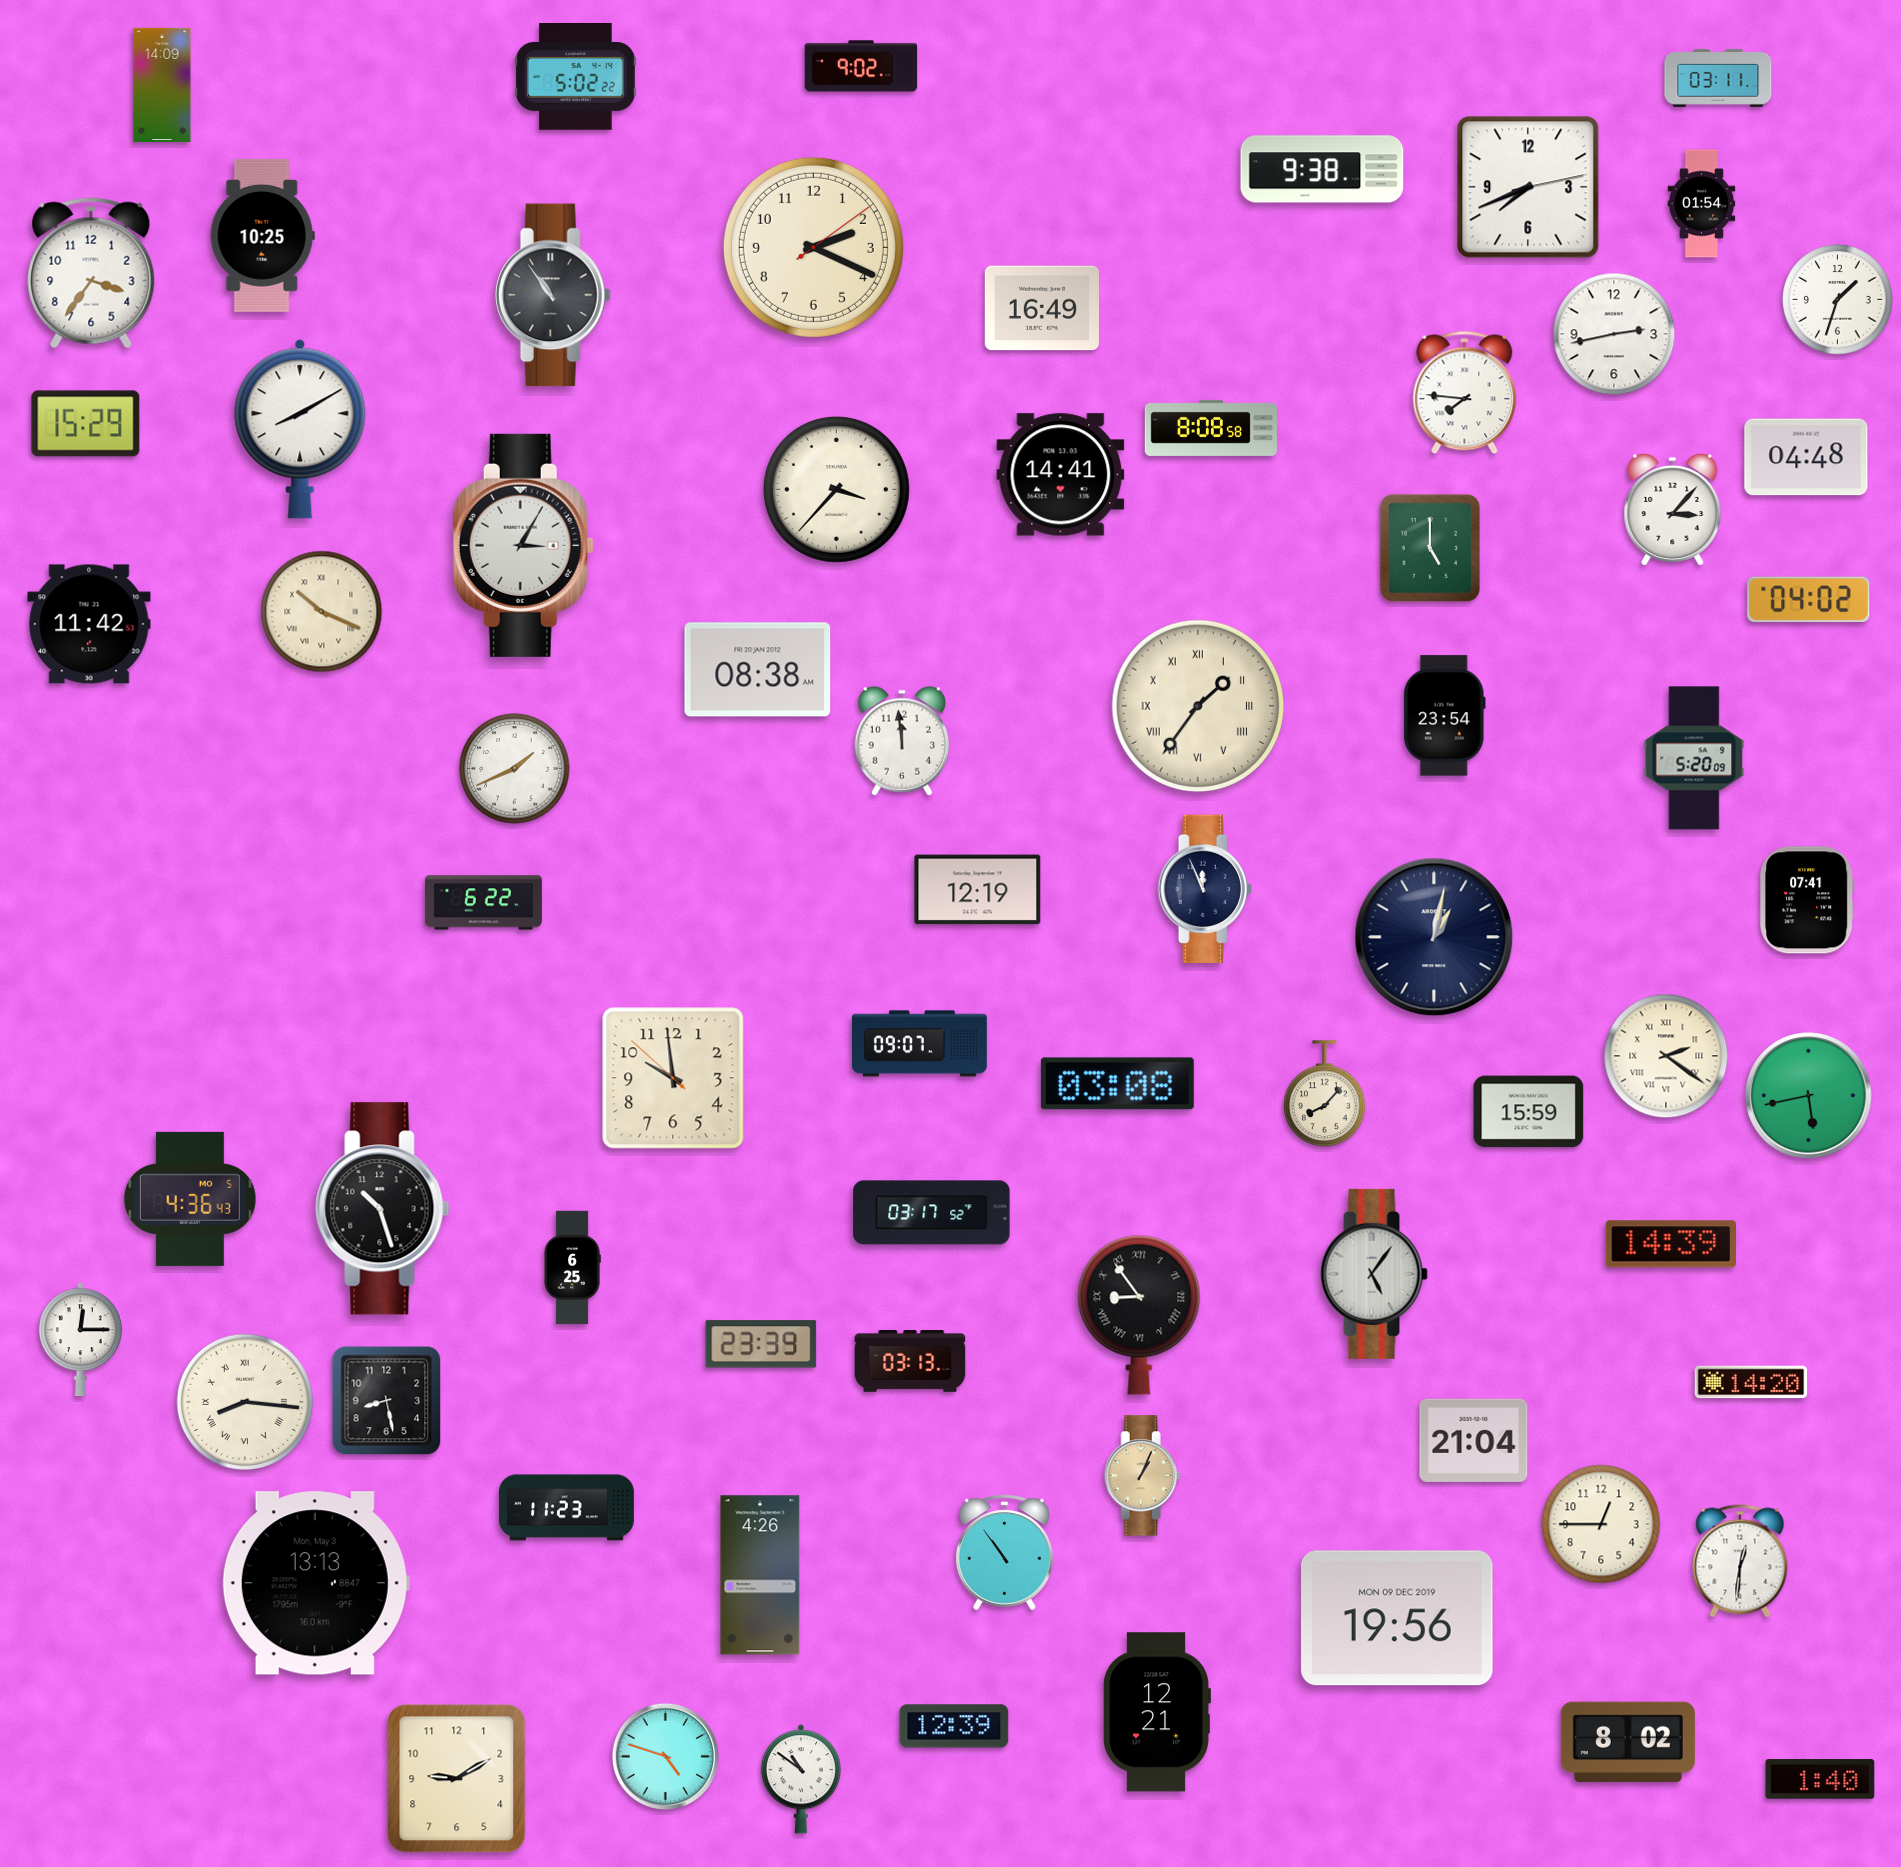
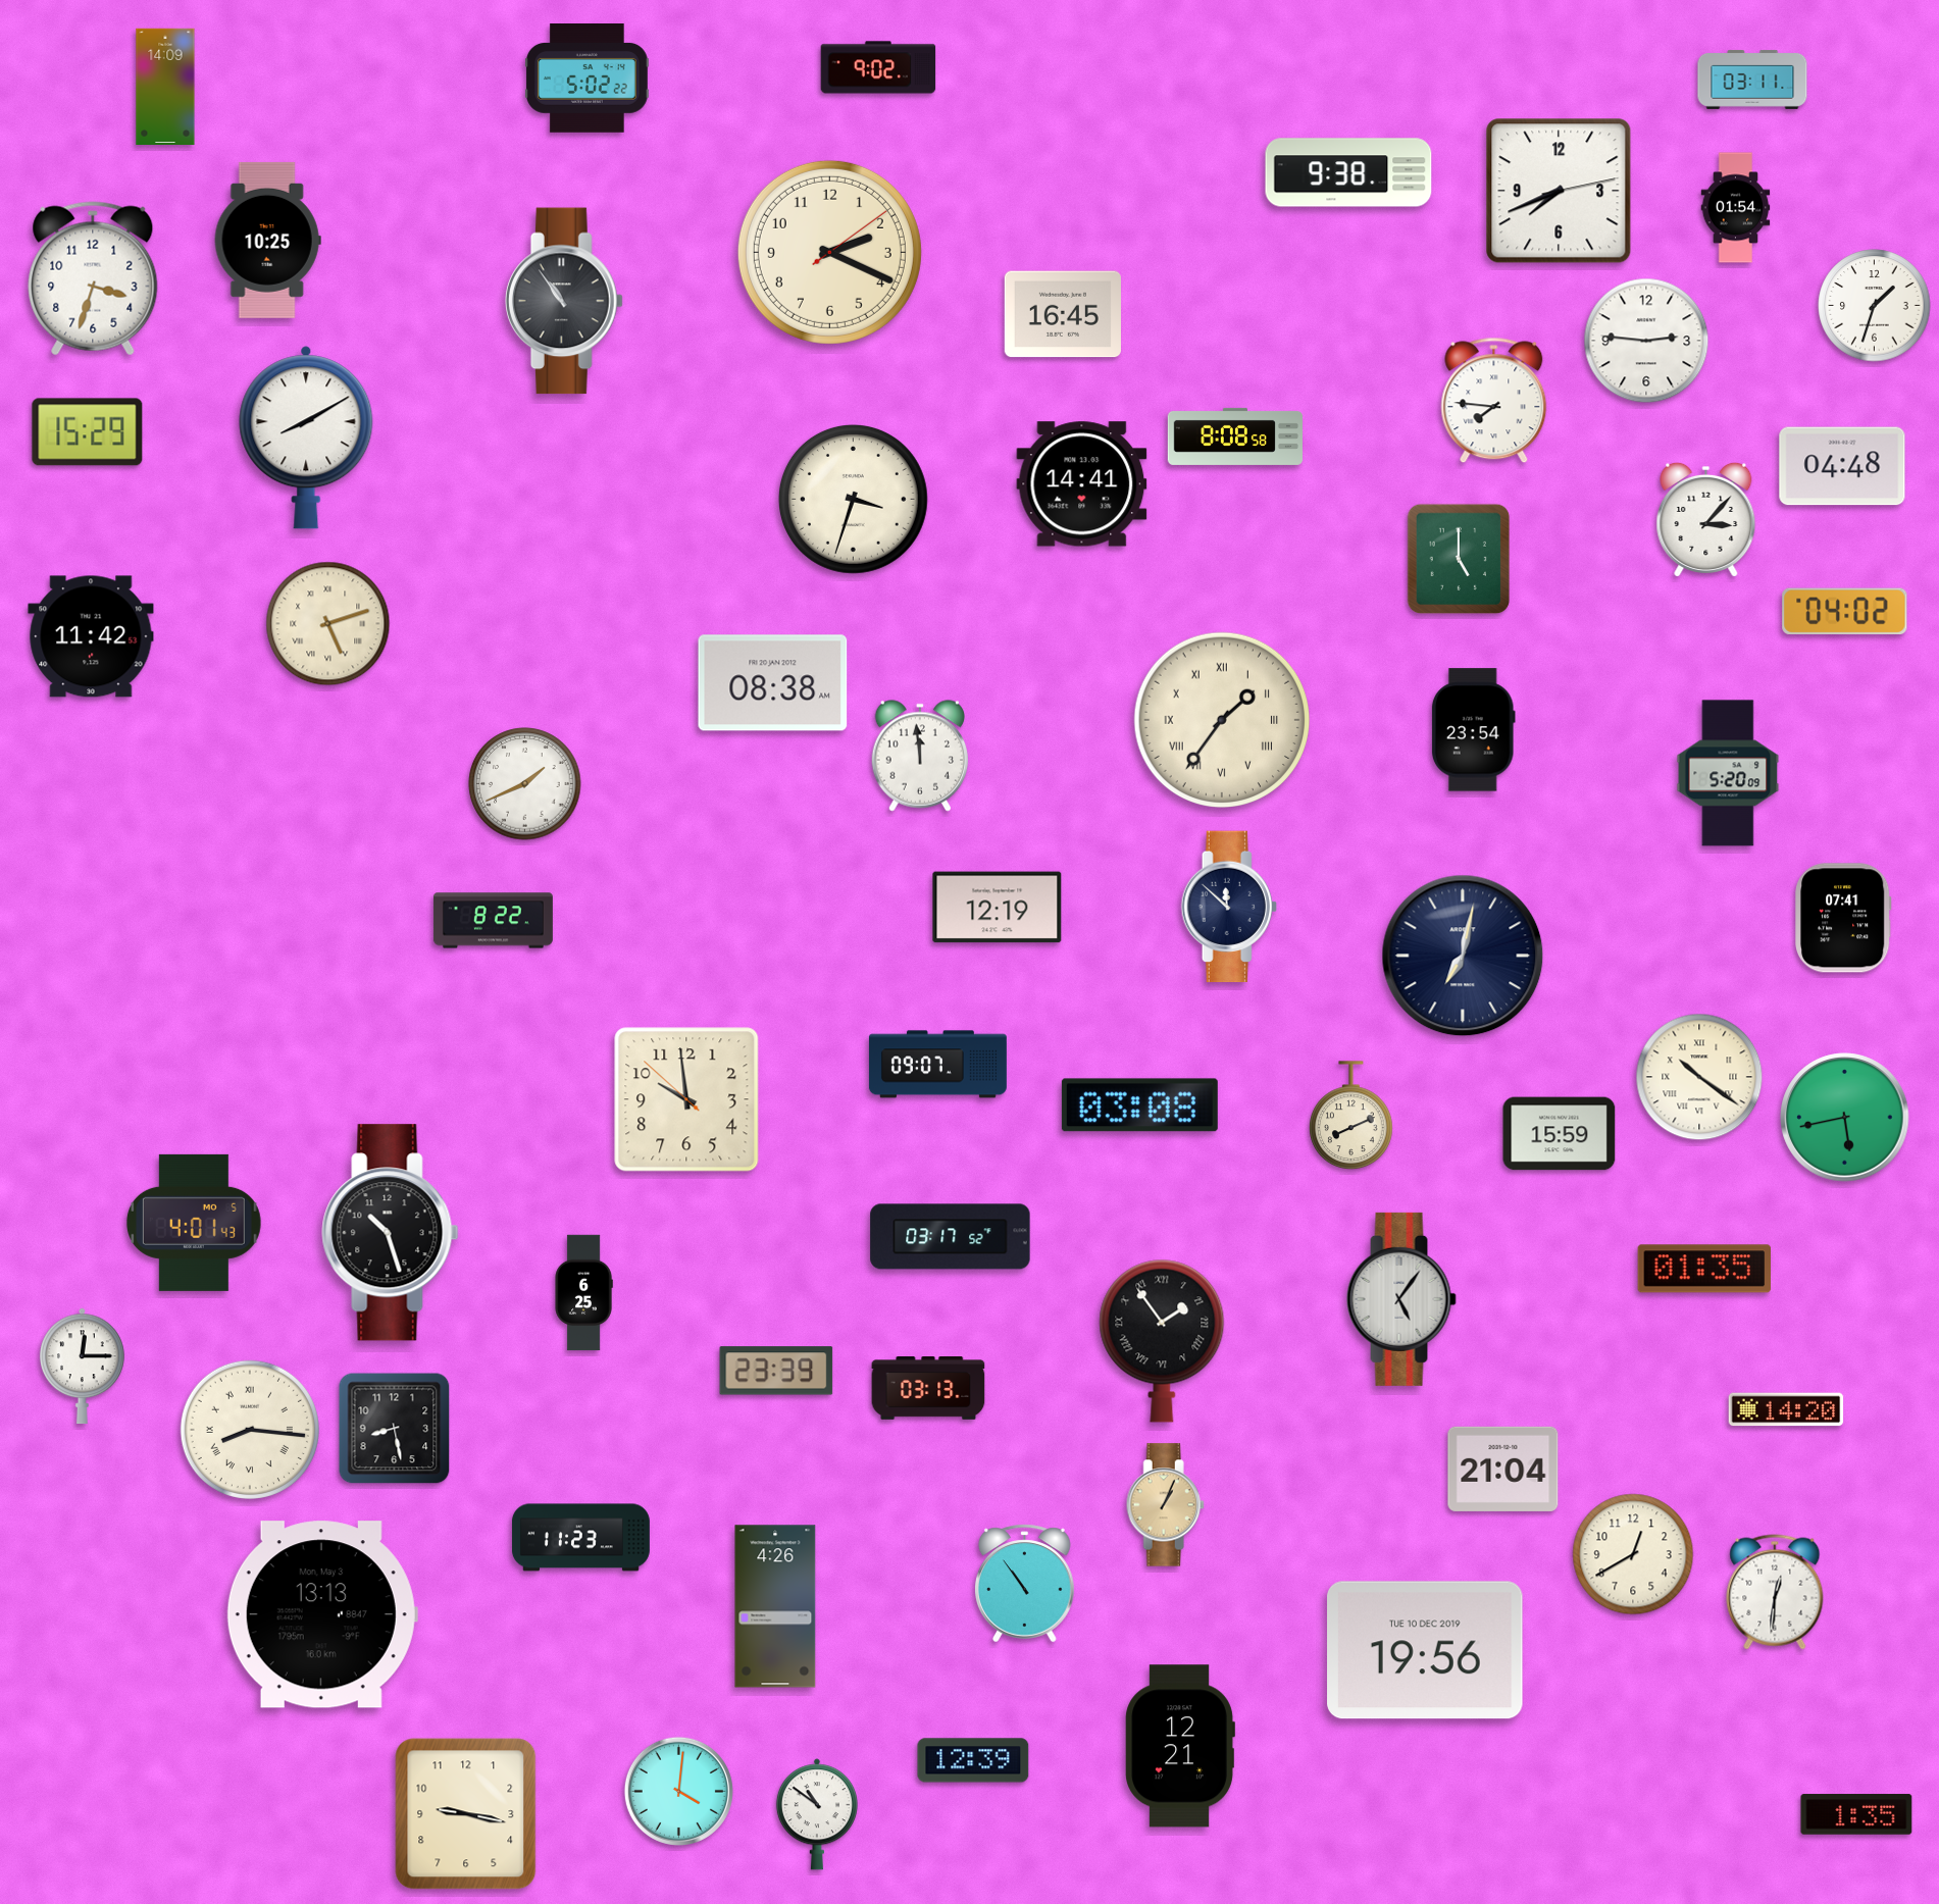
clock at (91, 273): 3:36 -> 3:33
clock at (1042, 308): 16:49 -> 16:45
clock at (1614, 334): 2:43 -> 2:46
clock at (836, 489): 3:37 -> 3:33
clock at (523, 545): 3:05 -> none
clock at (322, 612): 10:19 -> 5:12
clock at (1205, 889): 11:56 -> 11:52
clock at (483, 903): 6:22 -> 8:22
clock at (1434, 937): 1:02 -> 7:02
clock at (1666, 1056): 2:21 -> 10:21
clock at (1325, 1094): 8:07 -> 8:11
clock at (190, 1199): 4:36 -> 4:01
clock at (1670, 1244): 14:39 -> 01:35
clock at (1139, 1315): 8:54 -> 1:54
clock at (566, 1508) position: (566, 1508) -> (580, 1538)
clock at (1601, 1524): 12:45 -> 12:40
clock at (1397, 1618) date: MON 09 DEC 2019 -> TUE 10 DEC 2019
clock at (1628, 1742): 8:02 -> none
clock at (665, 1756): 4:48 -> 4:01
clock at (457, 1779): 9:10 -> 9:17
clock at (1820, 1779): 1:40 -> 1:35
